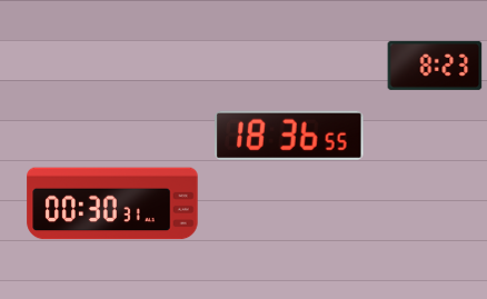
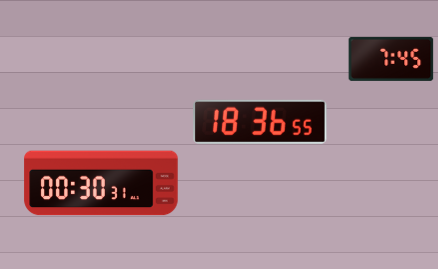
clock at (435, 66): 8:23 -> 7:45
